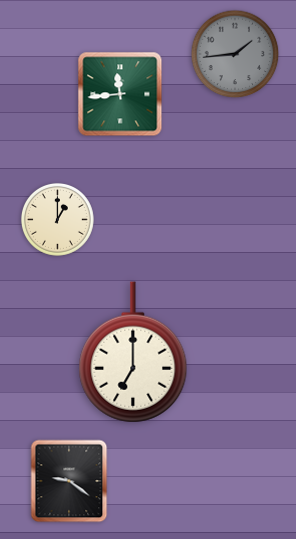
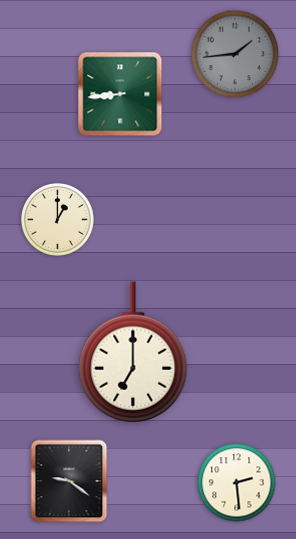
clock at (120, 94): 11:44 -> 8:44
clock at (237, 483): none -> 2:29
